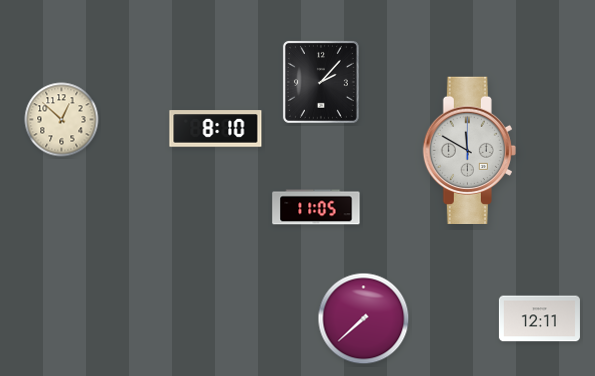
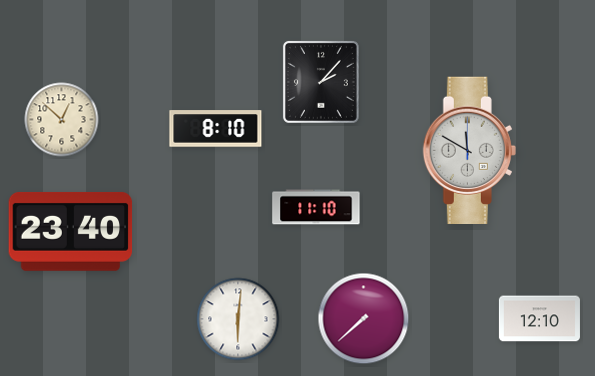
clock at (316, 207): 11:05 -> 11:10
clock at (71, 231): none -> 23:40
clock at (238, 319): none -> 6:01
clock at (539, 319): 12:11 -> 12:10
